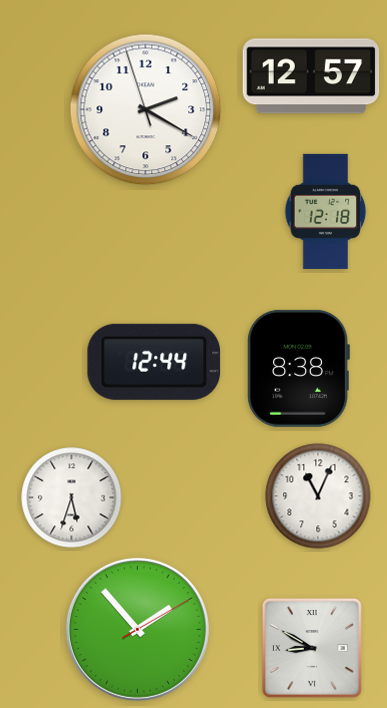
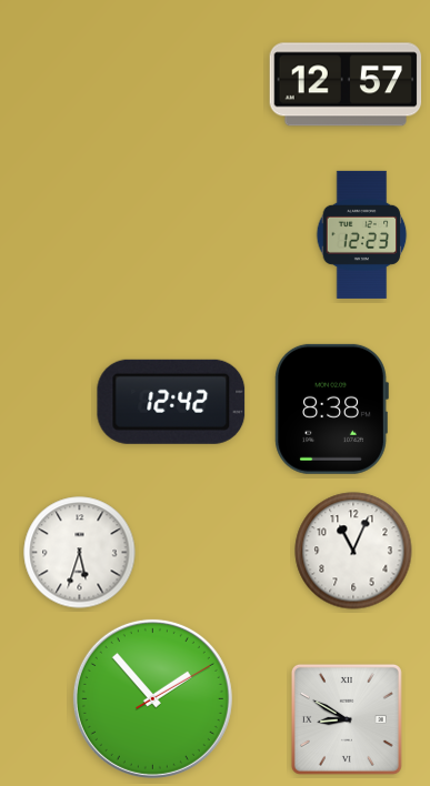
clock at (146, 110): 2:19 -> none
clock at (326, 211): 12:18 -> 12:23
clock at (154, 362): 12:44 -> 12:42
